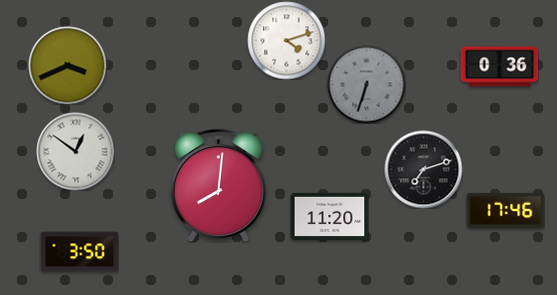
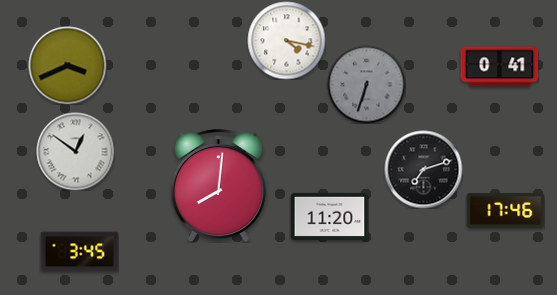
clock at (286, 40): 4:12 -> 4:17
clock at (499, 67): 0:36 -> 0:41
clock at (79, 252): 3:50 -> 3:45
